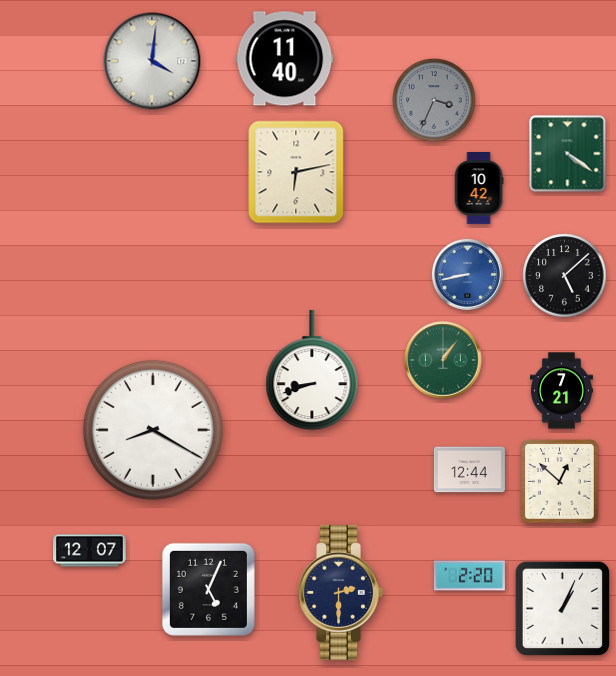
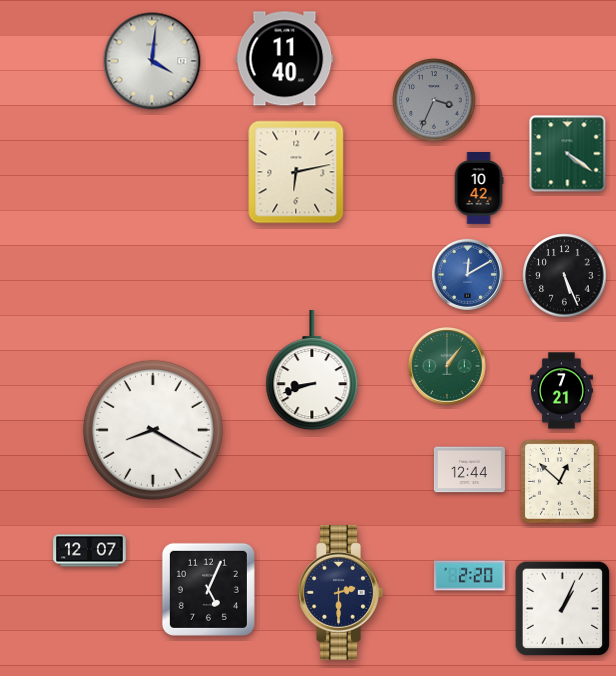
clock at (467, 274): 8:43 -> 12:10
clock at (565, 276): 5:08 -> 5:26
clock at (443, 360) position: (443, 360) -> (447, 366)
